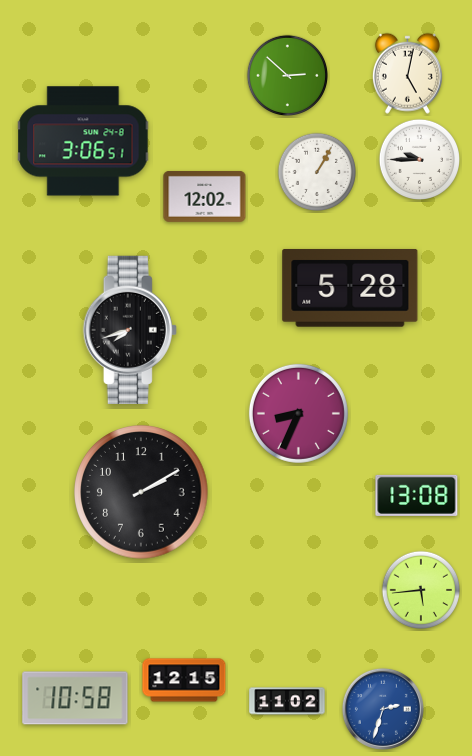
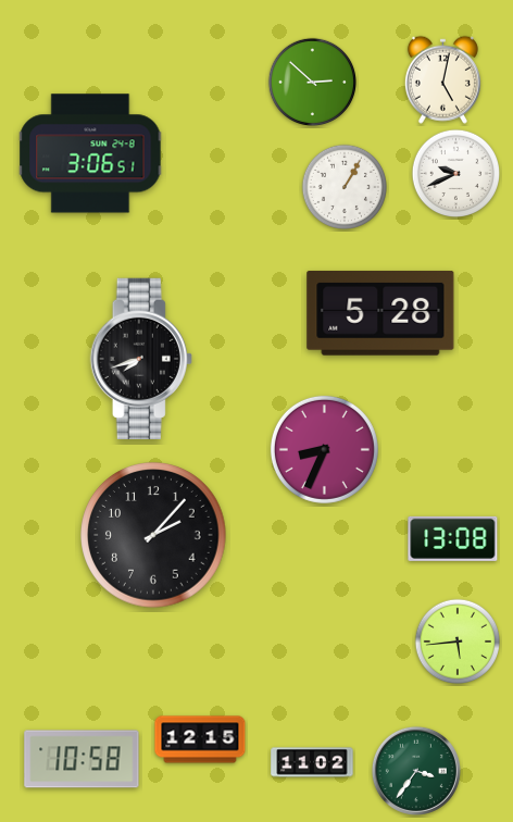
clock at (419, 159): 9:45 -> 9:41
clock at (205, 196): 12:02 -> none
clock at (141, 492): 2:10 -> 2:07
clock at (383, 709): 2:33 -> 3:36
clock at (383, 709) dial: blue -> green
